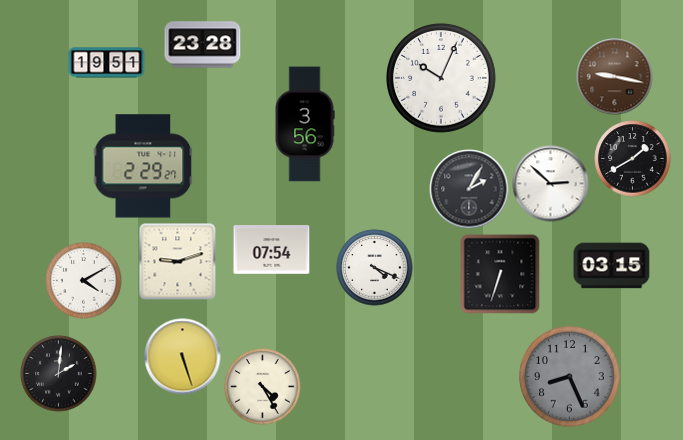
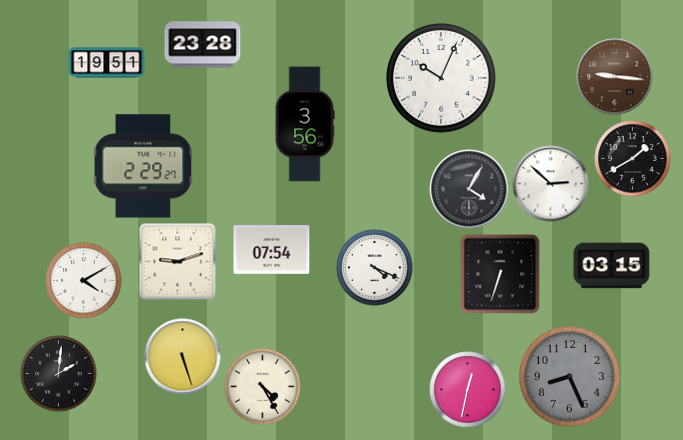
clock at (615, 77): 9:17 -> 9:16
clock at (469, 189): 2:05 -> 4:05
clock at (468, 390): none -> 12:32
